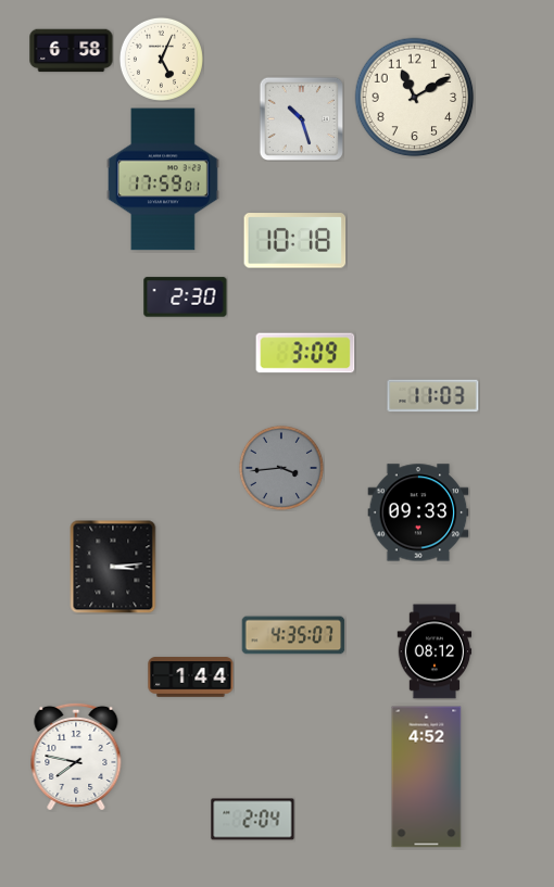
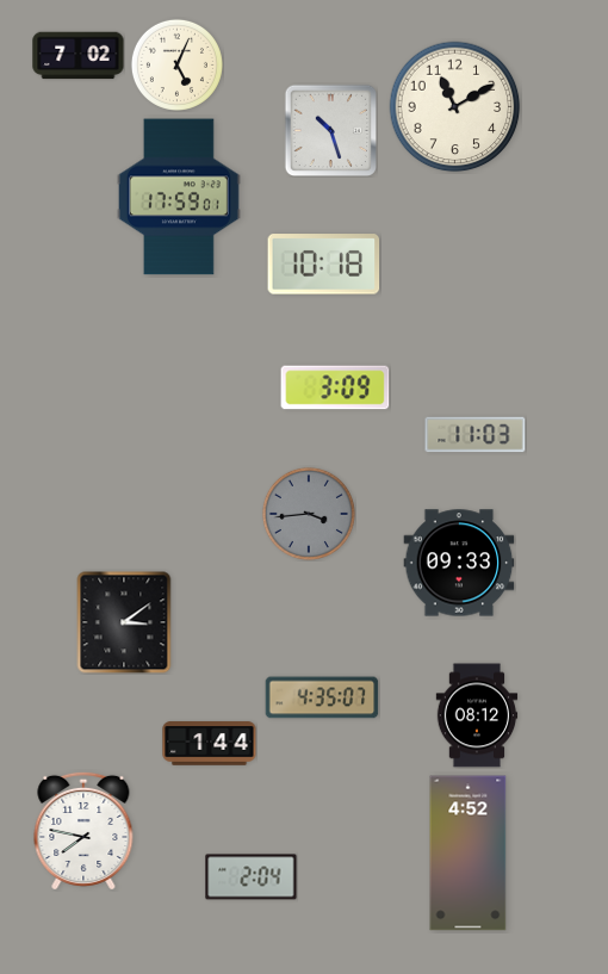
clock at (72, 51): 6:58 -> 7:02
clock at (186, 297): 2:30 -> none
clock at (113, 567): 3:14 -> 3:09
clock at (253, 820) position: (253, 820) -> (252, 877)
